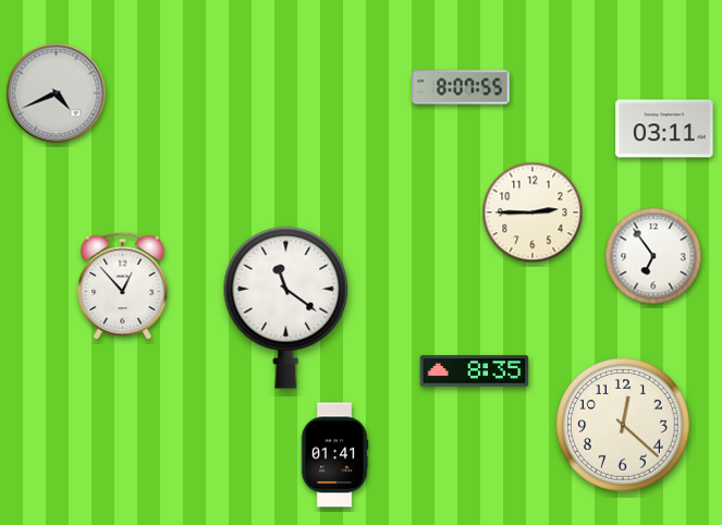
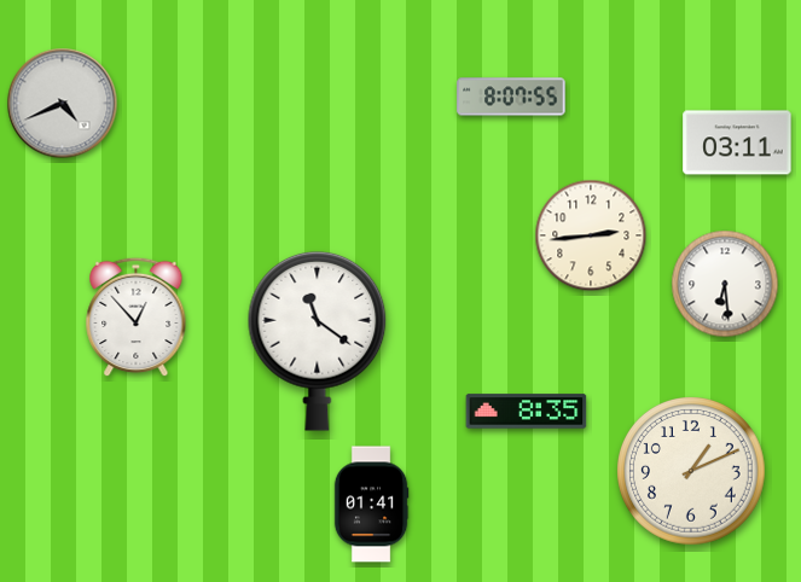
clock at (533, 212): 2:45 -> 2:44
clock at (653, 256): 6:54 -> 6:29
clock at (623, 425): 12:22 -> 1:11
